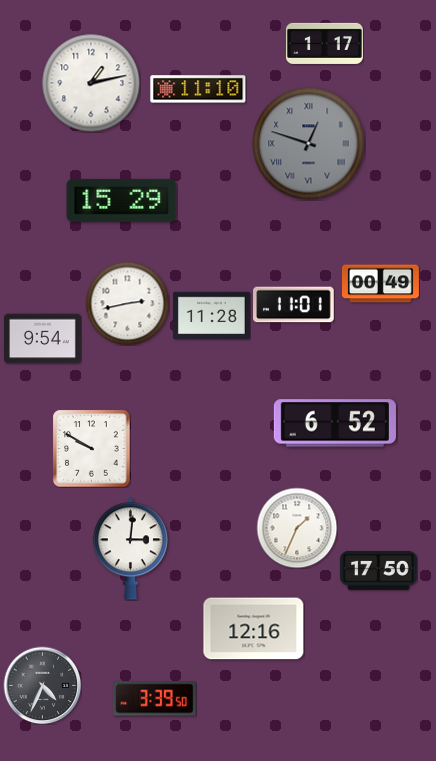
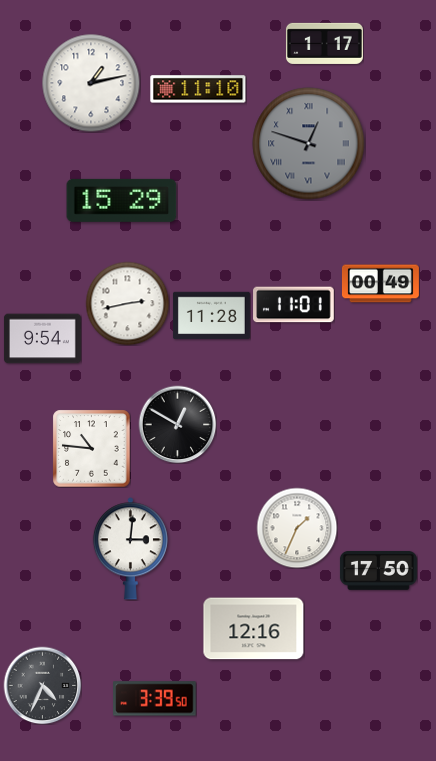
clock at (335, 423): 6:52 -> none
clock at (177, 424): none -> 12:50
clock at (91, 448): 9:50 -> 10:46
